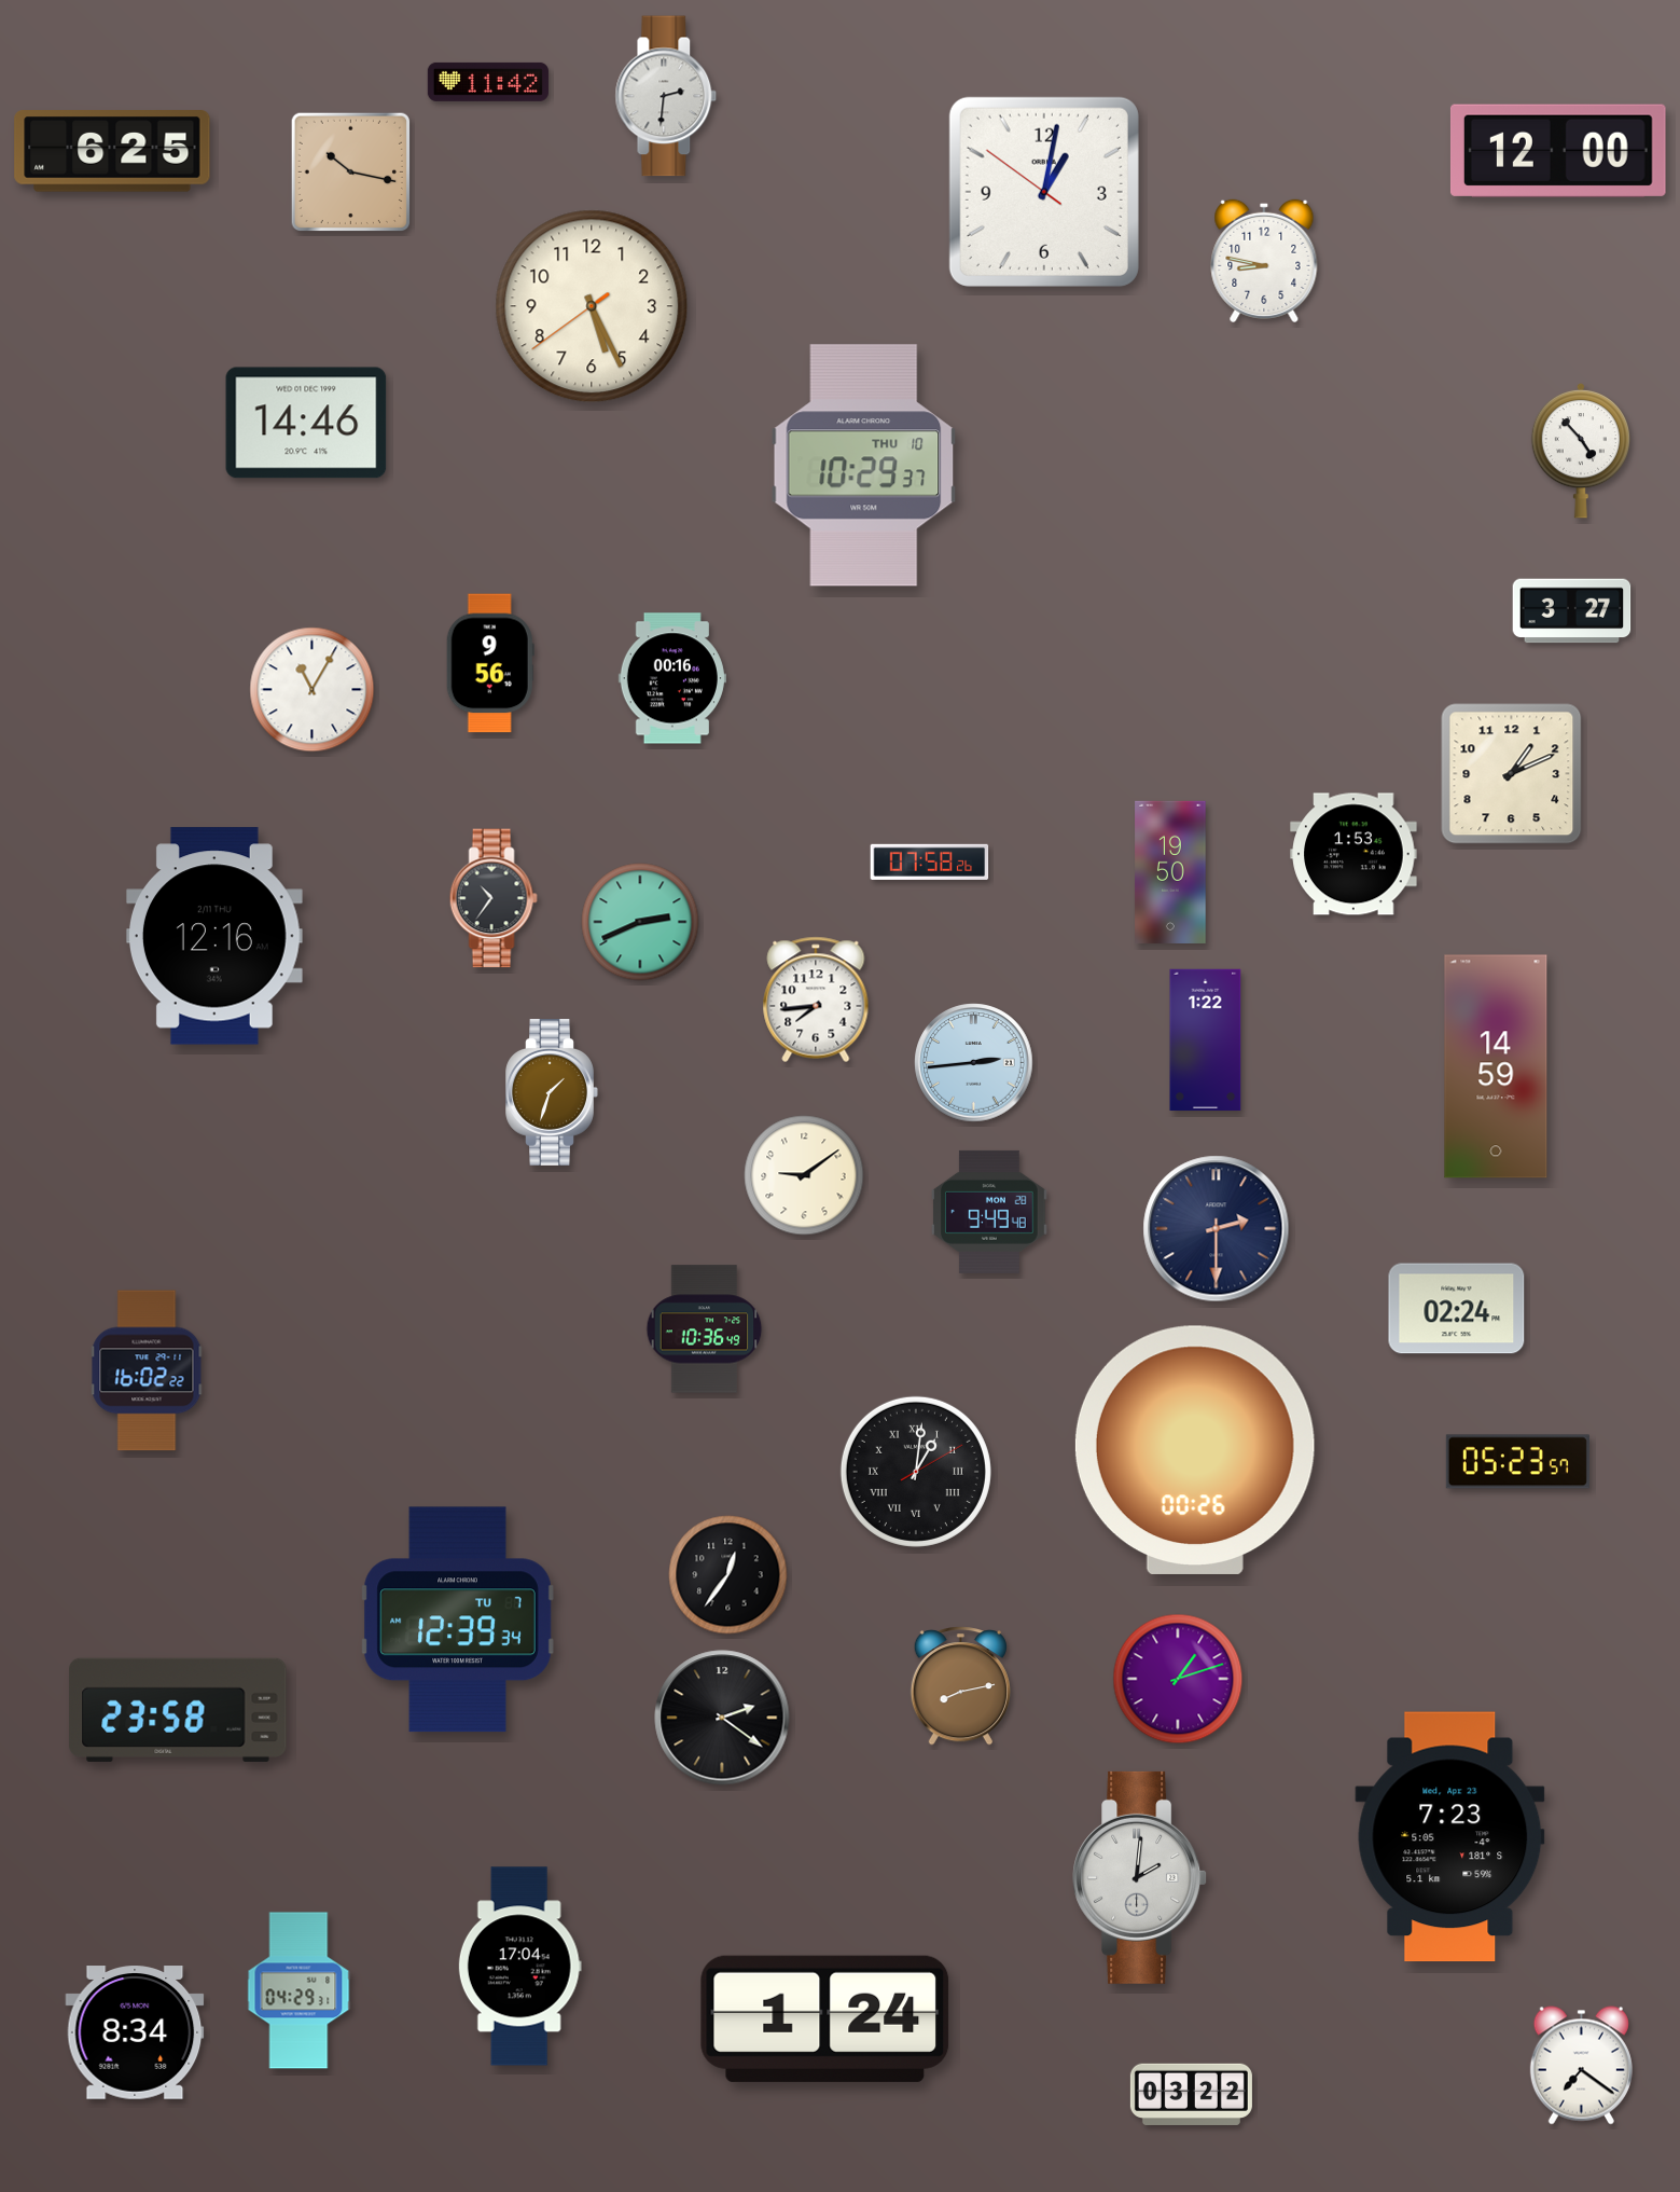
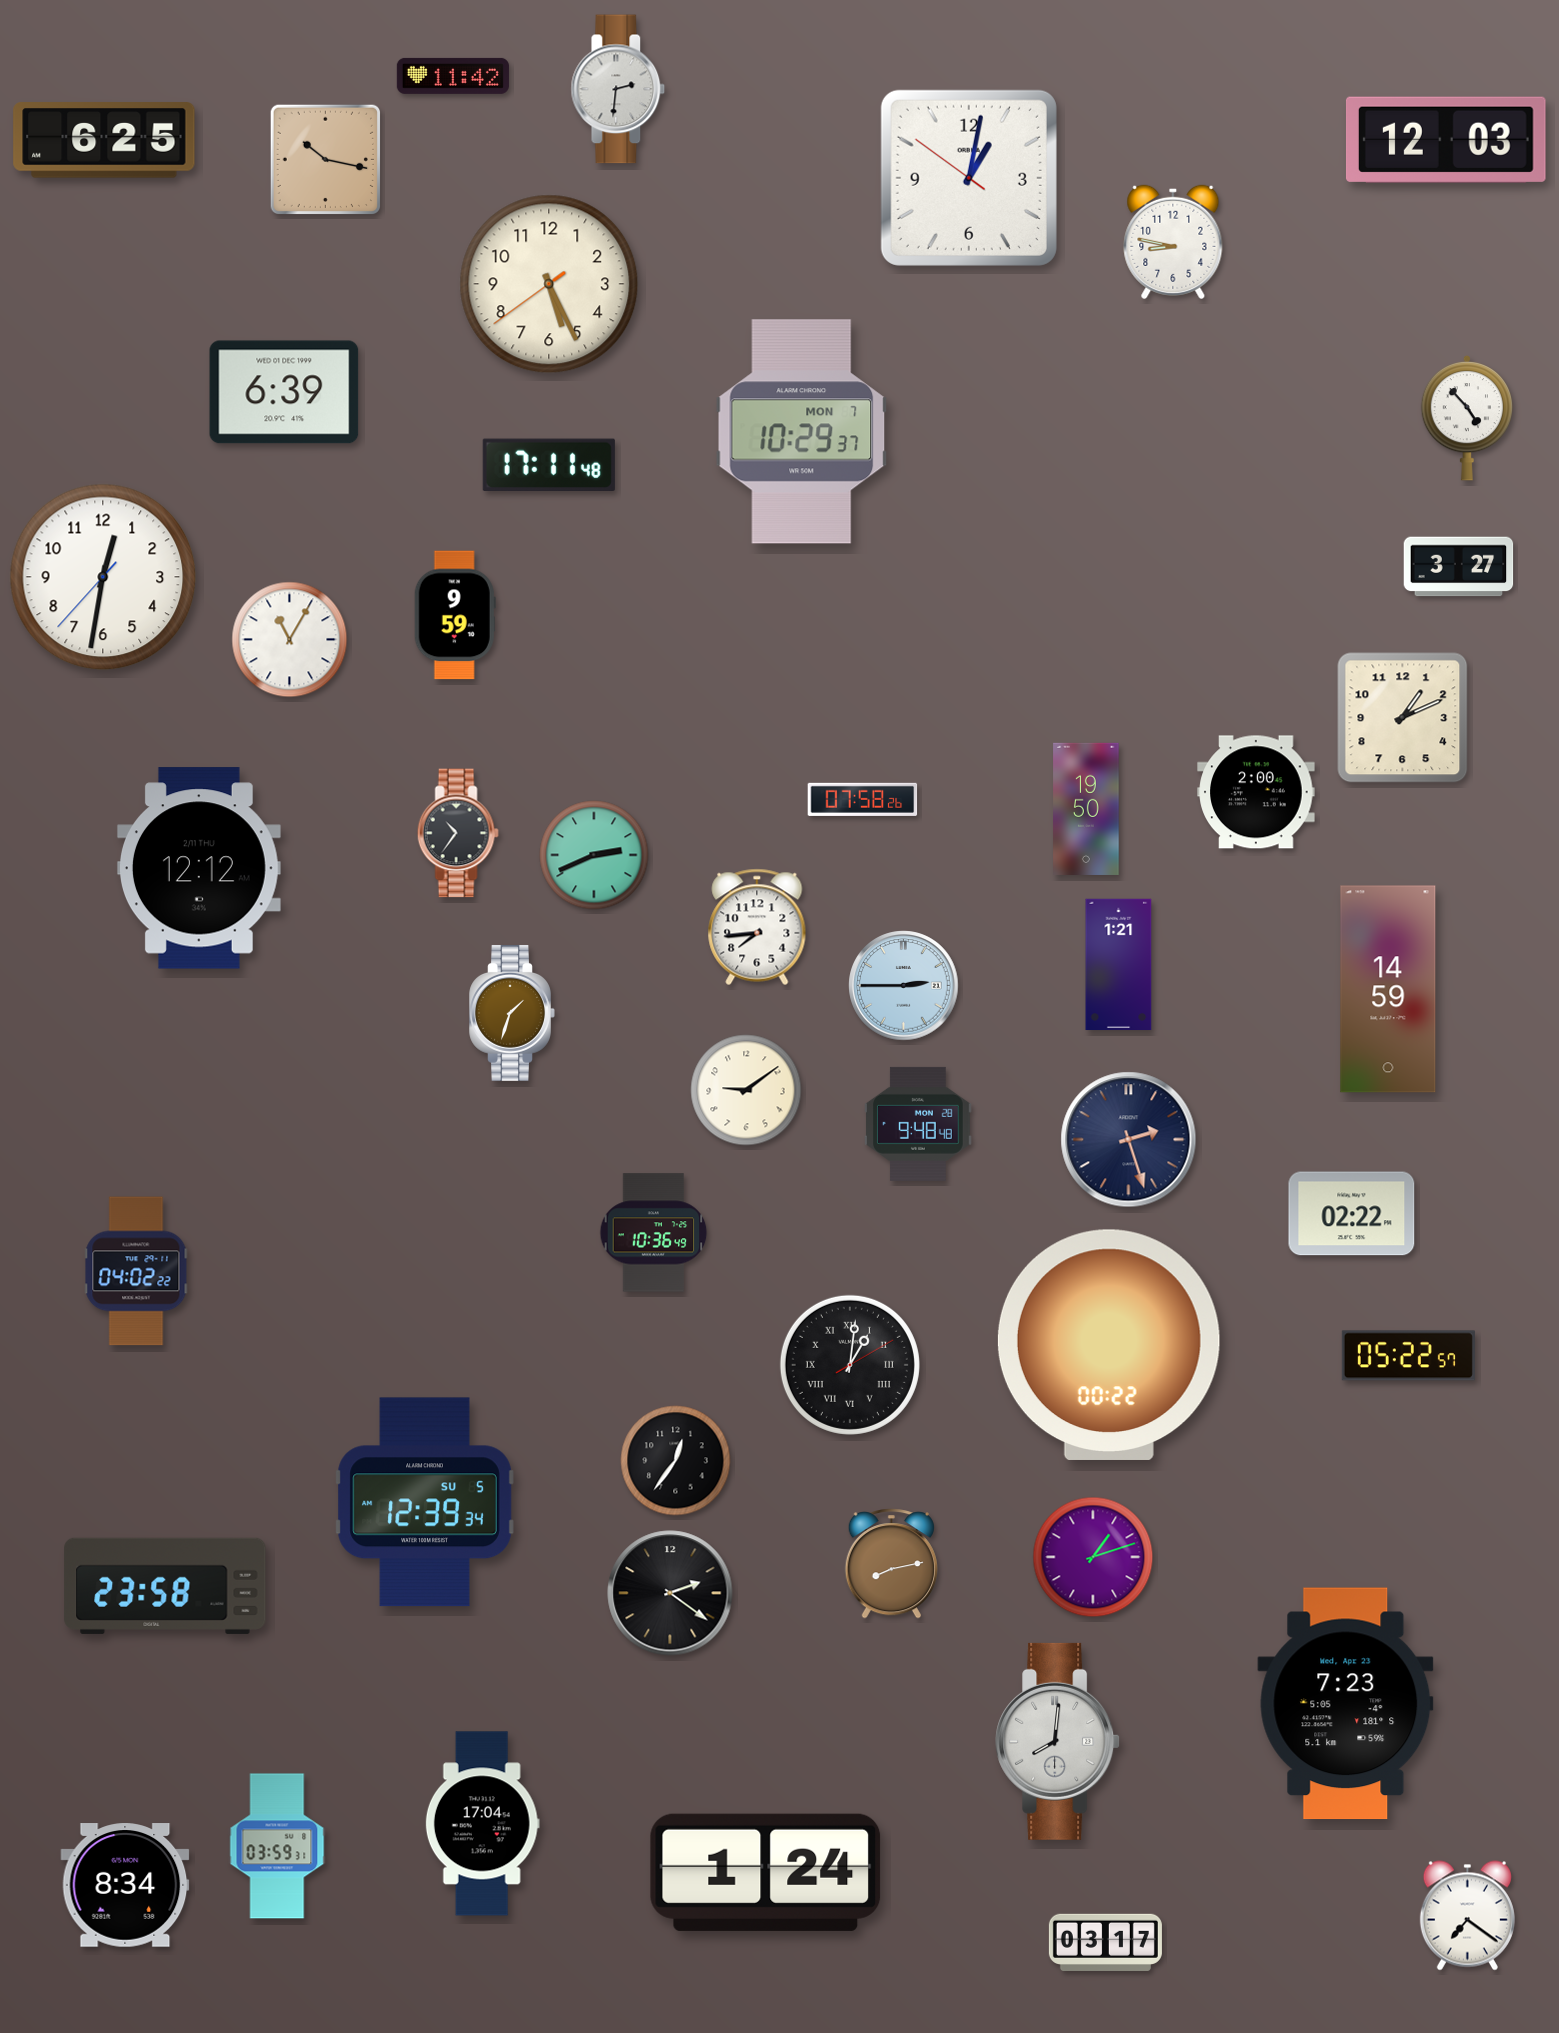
clock at (1558, 151): 12:00 -> 12:03
clock at (306, 423): 14:46 -> 6:39
clock at (864, 466) date: THU 10 -> MON 7
clock at (549, 464): none -> 17:11
clock at (103, 577): none -> 12:31
clock at (490, 663): 9:56 -> 9:59
clock at (672, 678): 00:16 -> none
clock at (1353, 854): 1:53 -> 2:00
clock at (214, 936): 12:16 -> 12:12
clock at (1206, 1040): 1:22 -> 1:21
clock at (974, 1063): 2:44 -> 2:45
clock at (990, 1212): 9:49 -> 9:48
clock at (1217, 1229): 2:30 -> 2:27
clock at (1457, 1309): 02:24 -> 02:22
clock at (147, 1370): 16:02 -> 04:02
clock at (1195, 1450): 00:26 -> 00:22
clock at (1517, 1462): 05:23 -> 05:22
clock at (458, 1619) date: TU 7 -> SU 5
clock at (1140, 1877): 2:01 -> 8:01
clock at (298, 1990): 04:29 -> 03:59
clock at (1191, 2094): 03:22 -> 03:17
